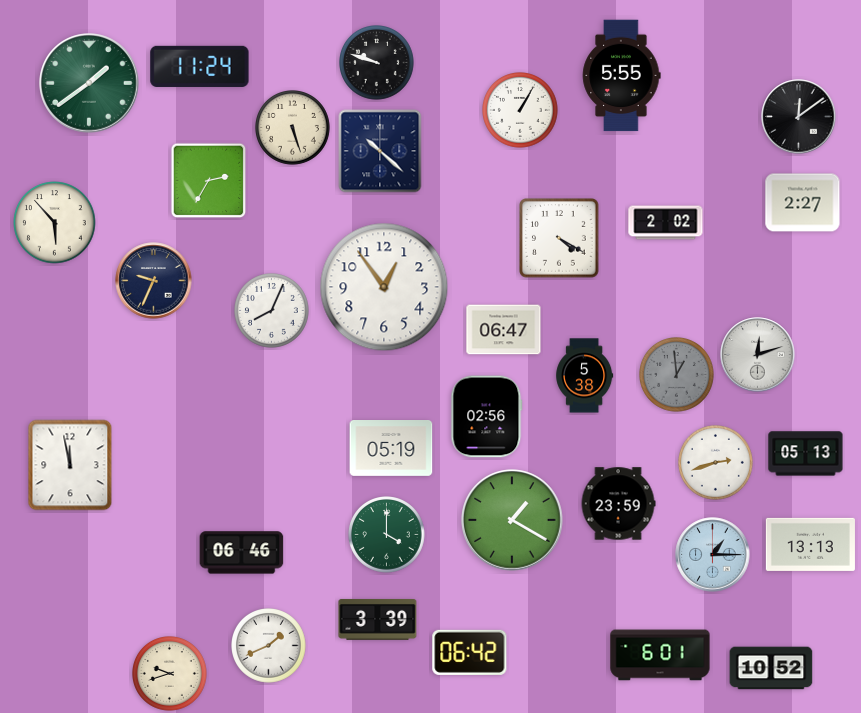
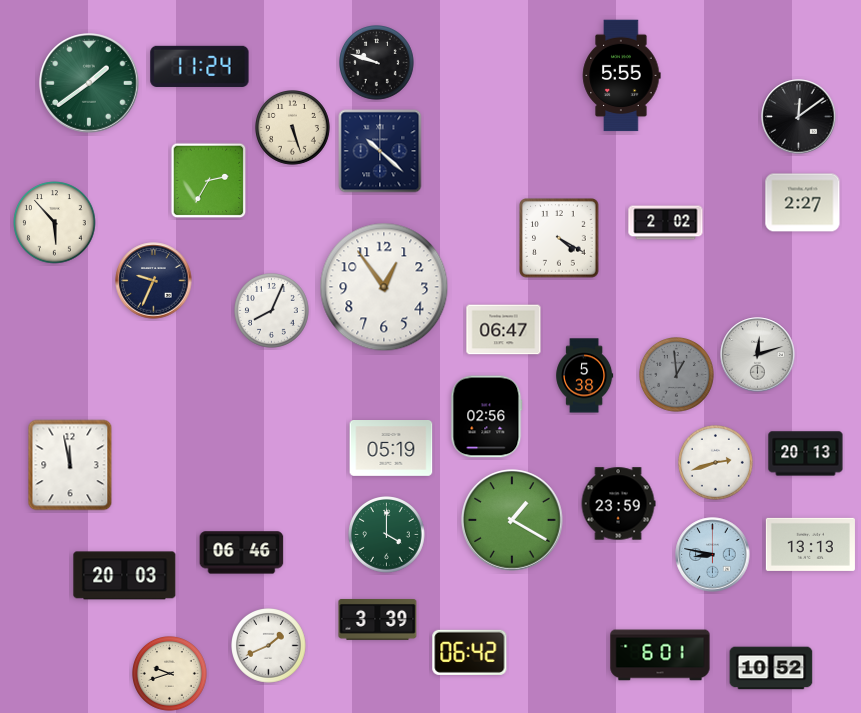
clock at (521, 111): 1:05 -> none
clock at (806, 454): 05:13 -> 20:13
clock at (713, 555): 1:15 -> 8:47
clock at (125, 576): none -> 20:03
